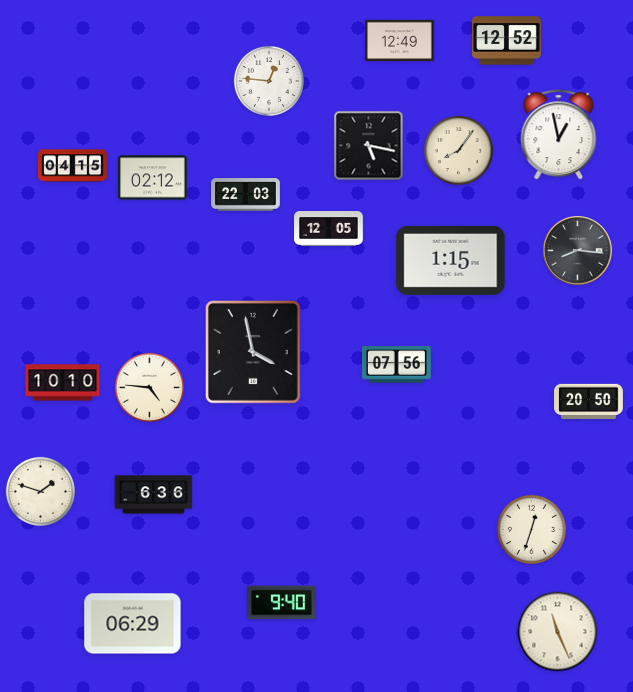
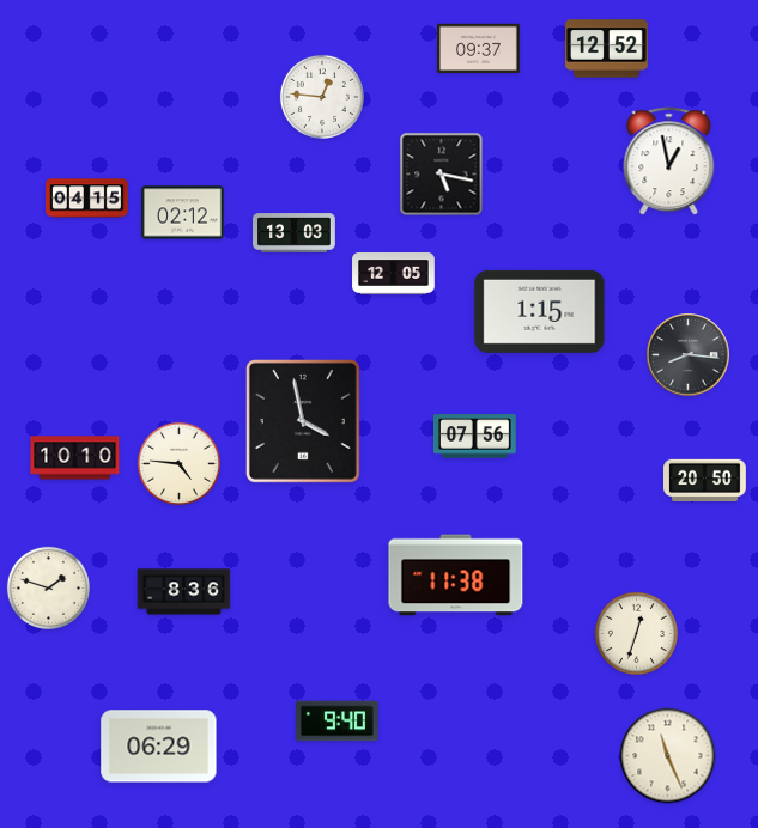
clock at (400, 41): 12:49 -> 09:37
clock at (458, 150): 8:06 -> none
clock at (246, 195): 22:03 -> 13:03
clock at (578, 251) position: (578, 251) -> (689, 355)
clock at (456, 576): none -> 11:38
clock at (154, 495): 6:36 -> 8:36
